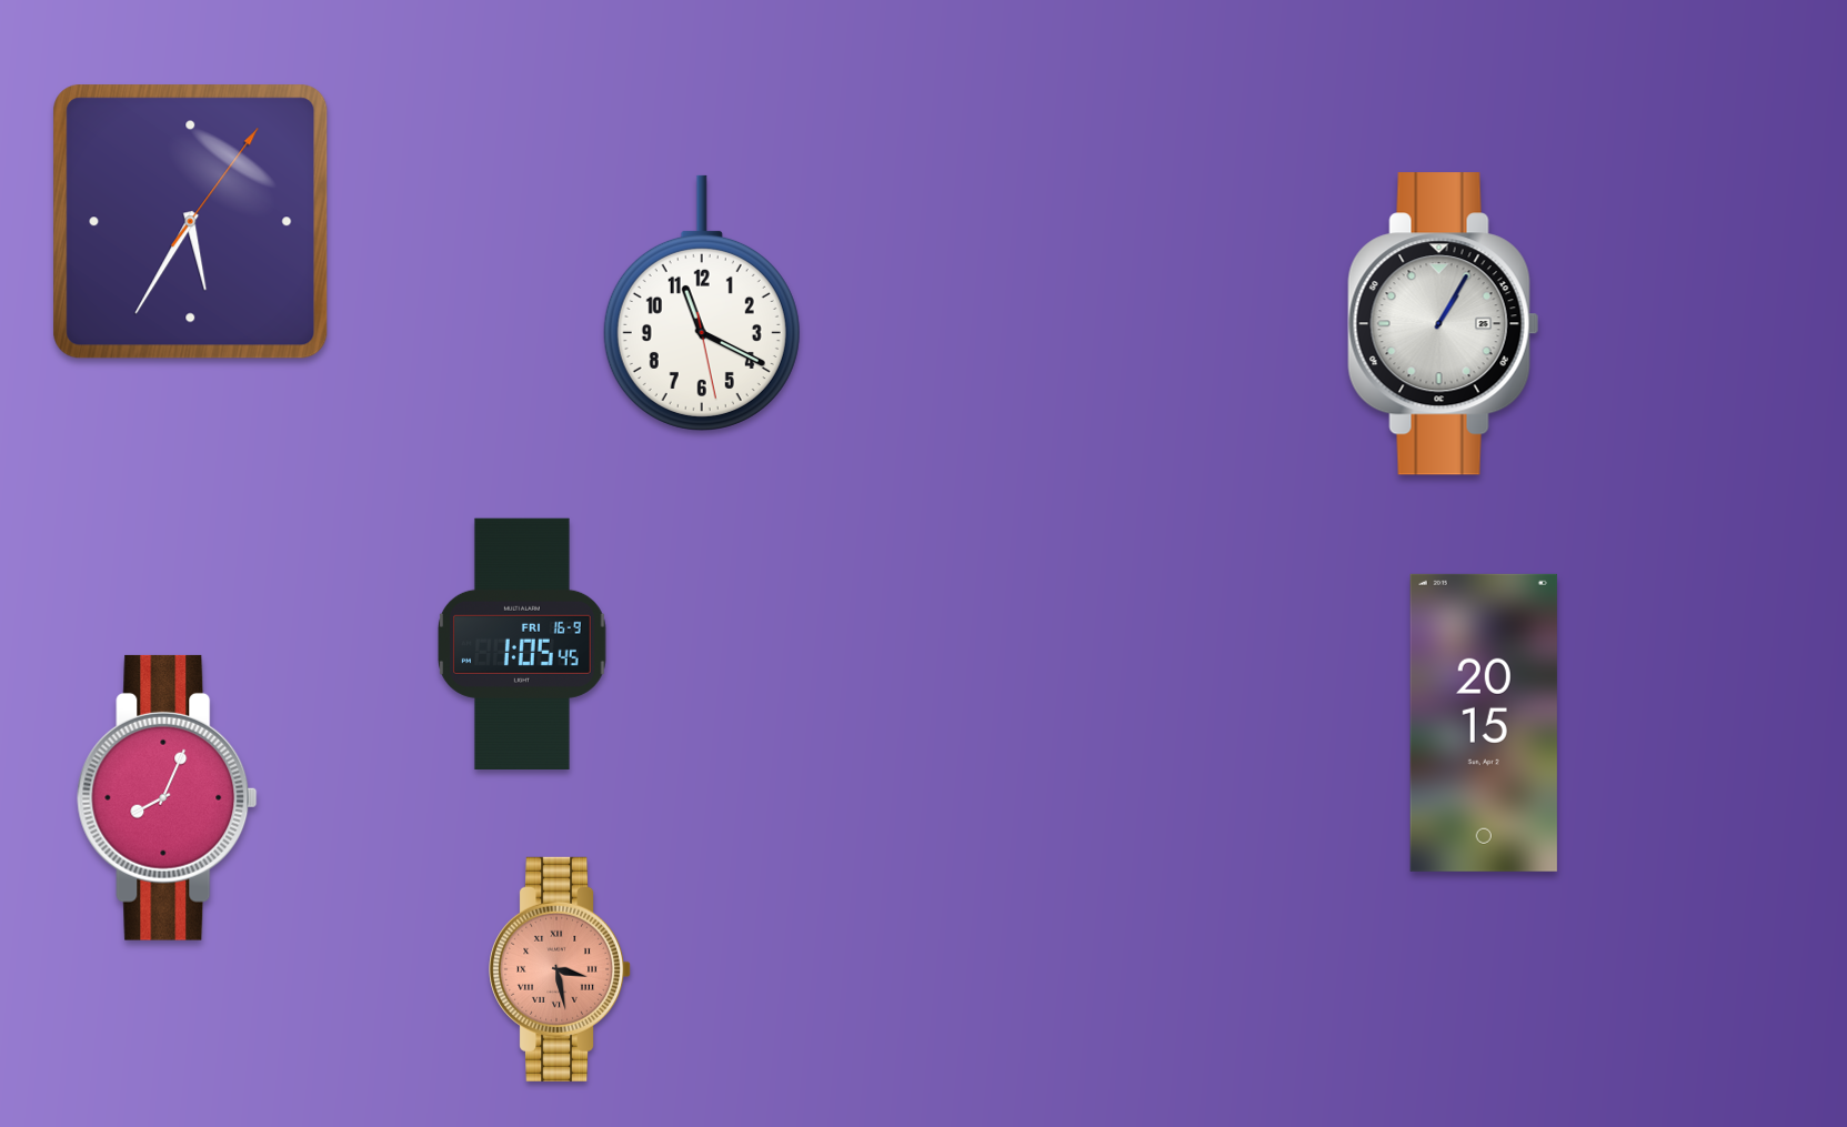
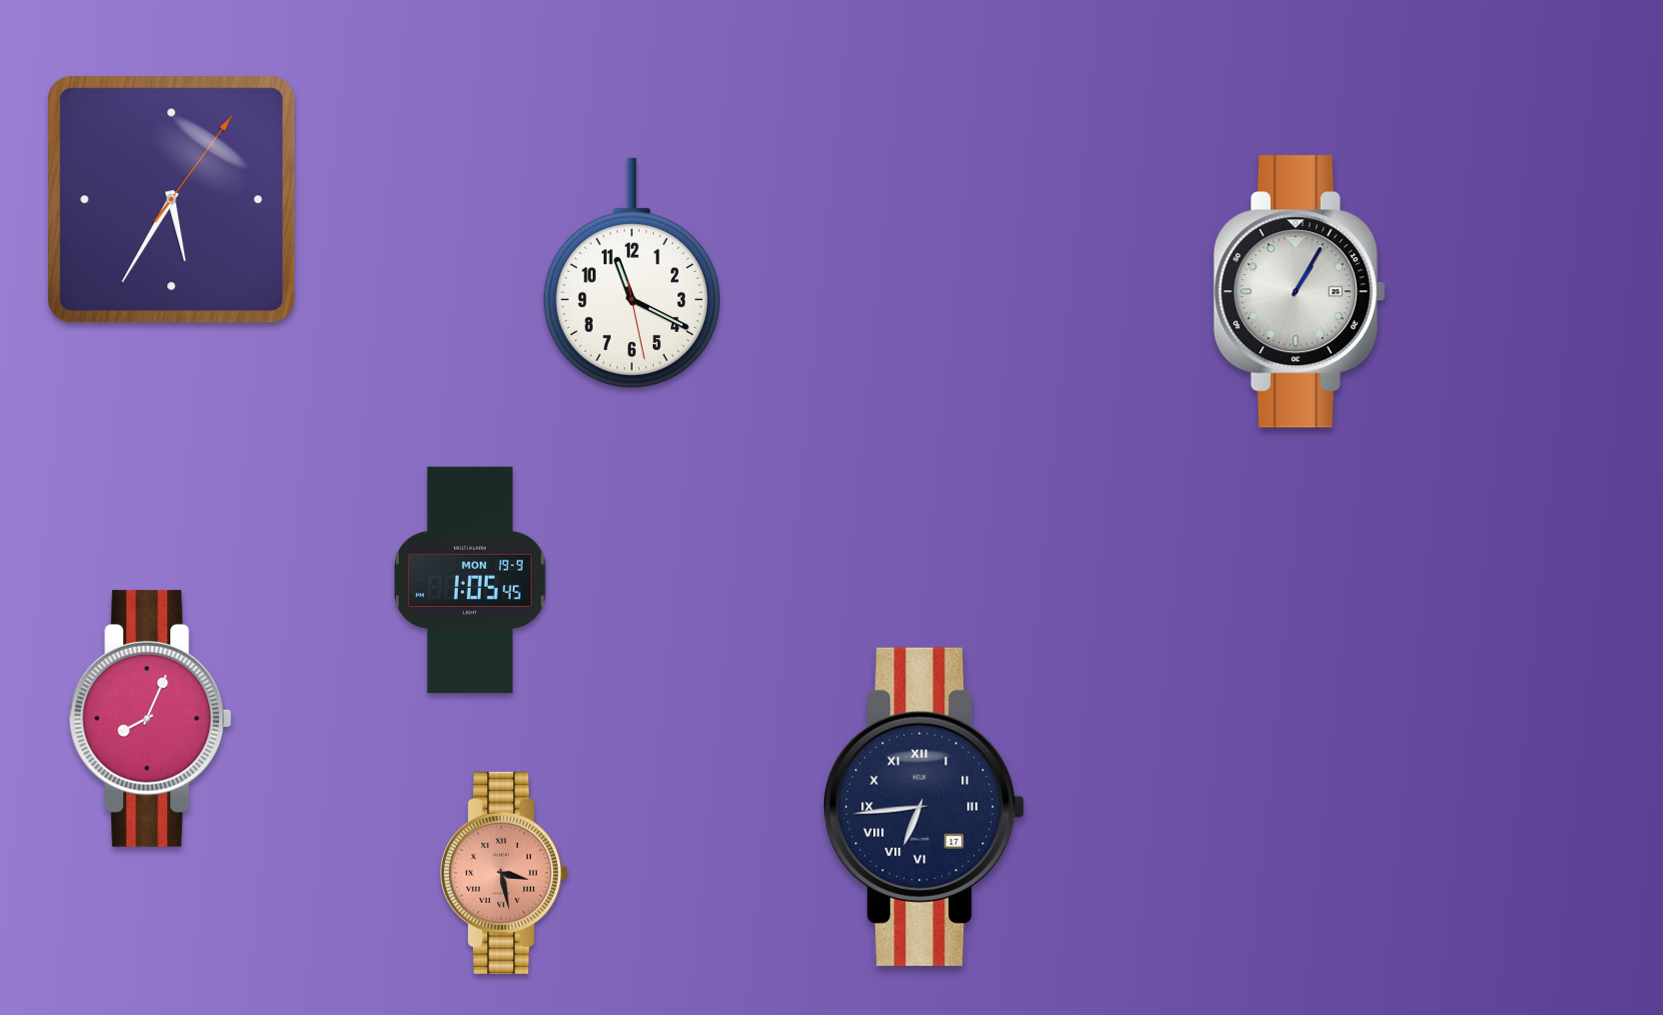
clock at (523, 643) date: FRI 16-9 -> MON 19-9
clock at (1484, 723): 20:15 -> none
clock at (924, 807): none -> 6:44
